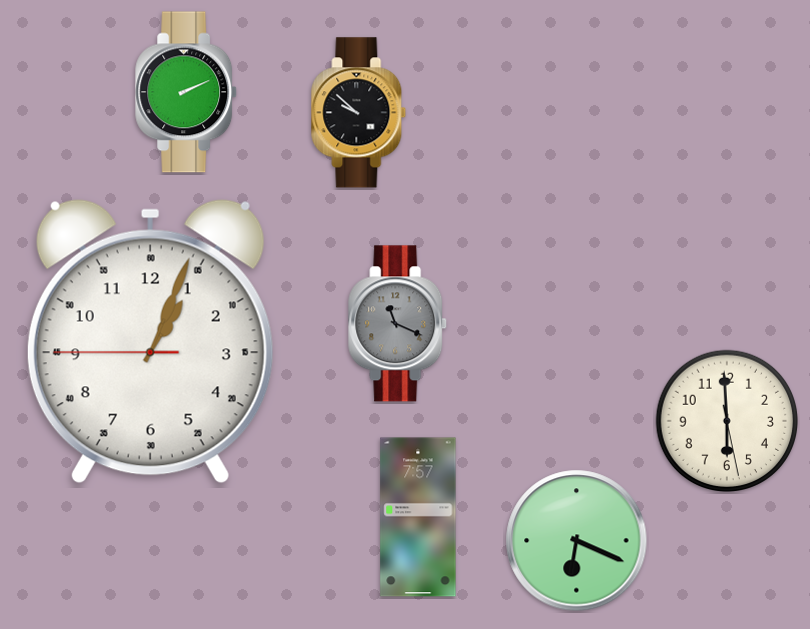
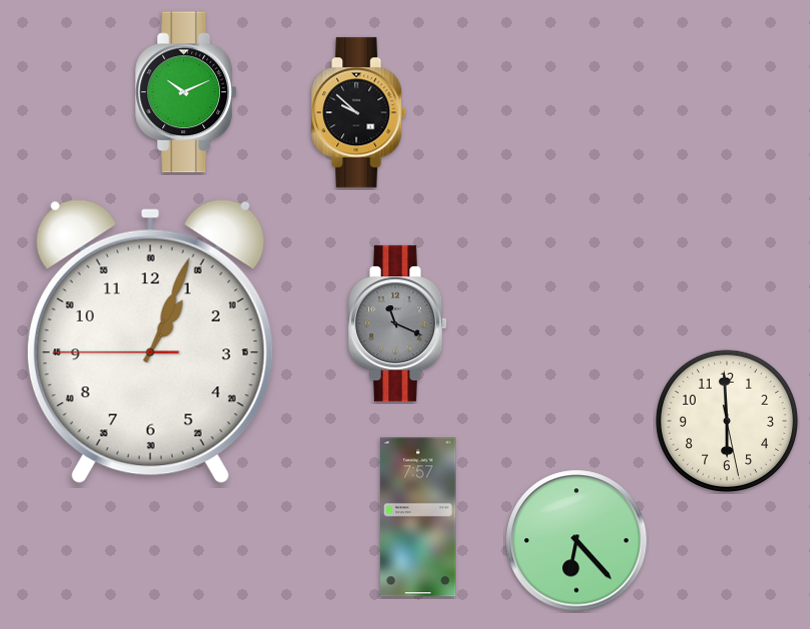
clock at (187, 92): 2:11 -> 10:11
clock at (577, 541): 6:19 -> 6:23
